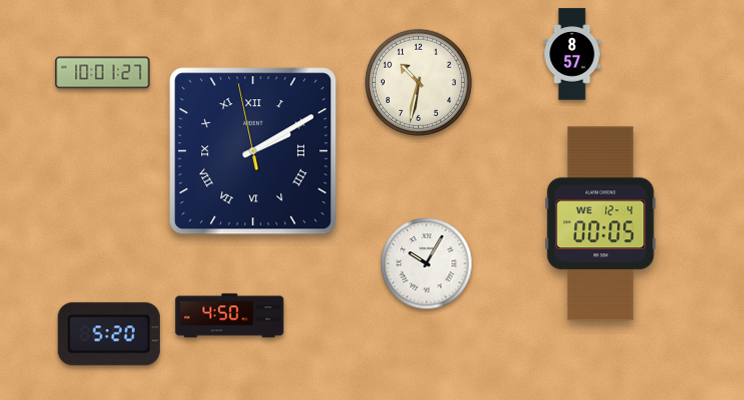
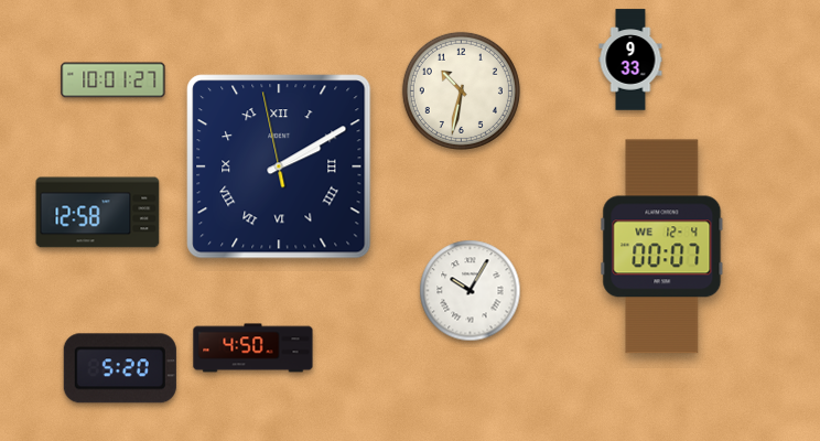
clock at (572, 54): 8:57 -> 9:33
clock at (98, 213): none -> 12:58
clock at (601, 224): 00:05 -> 00:07
